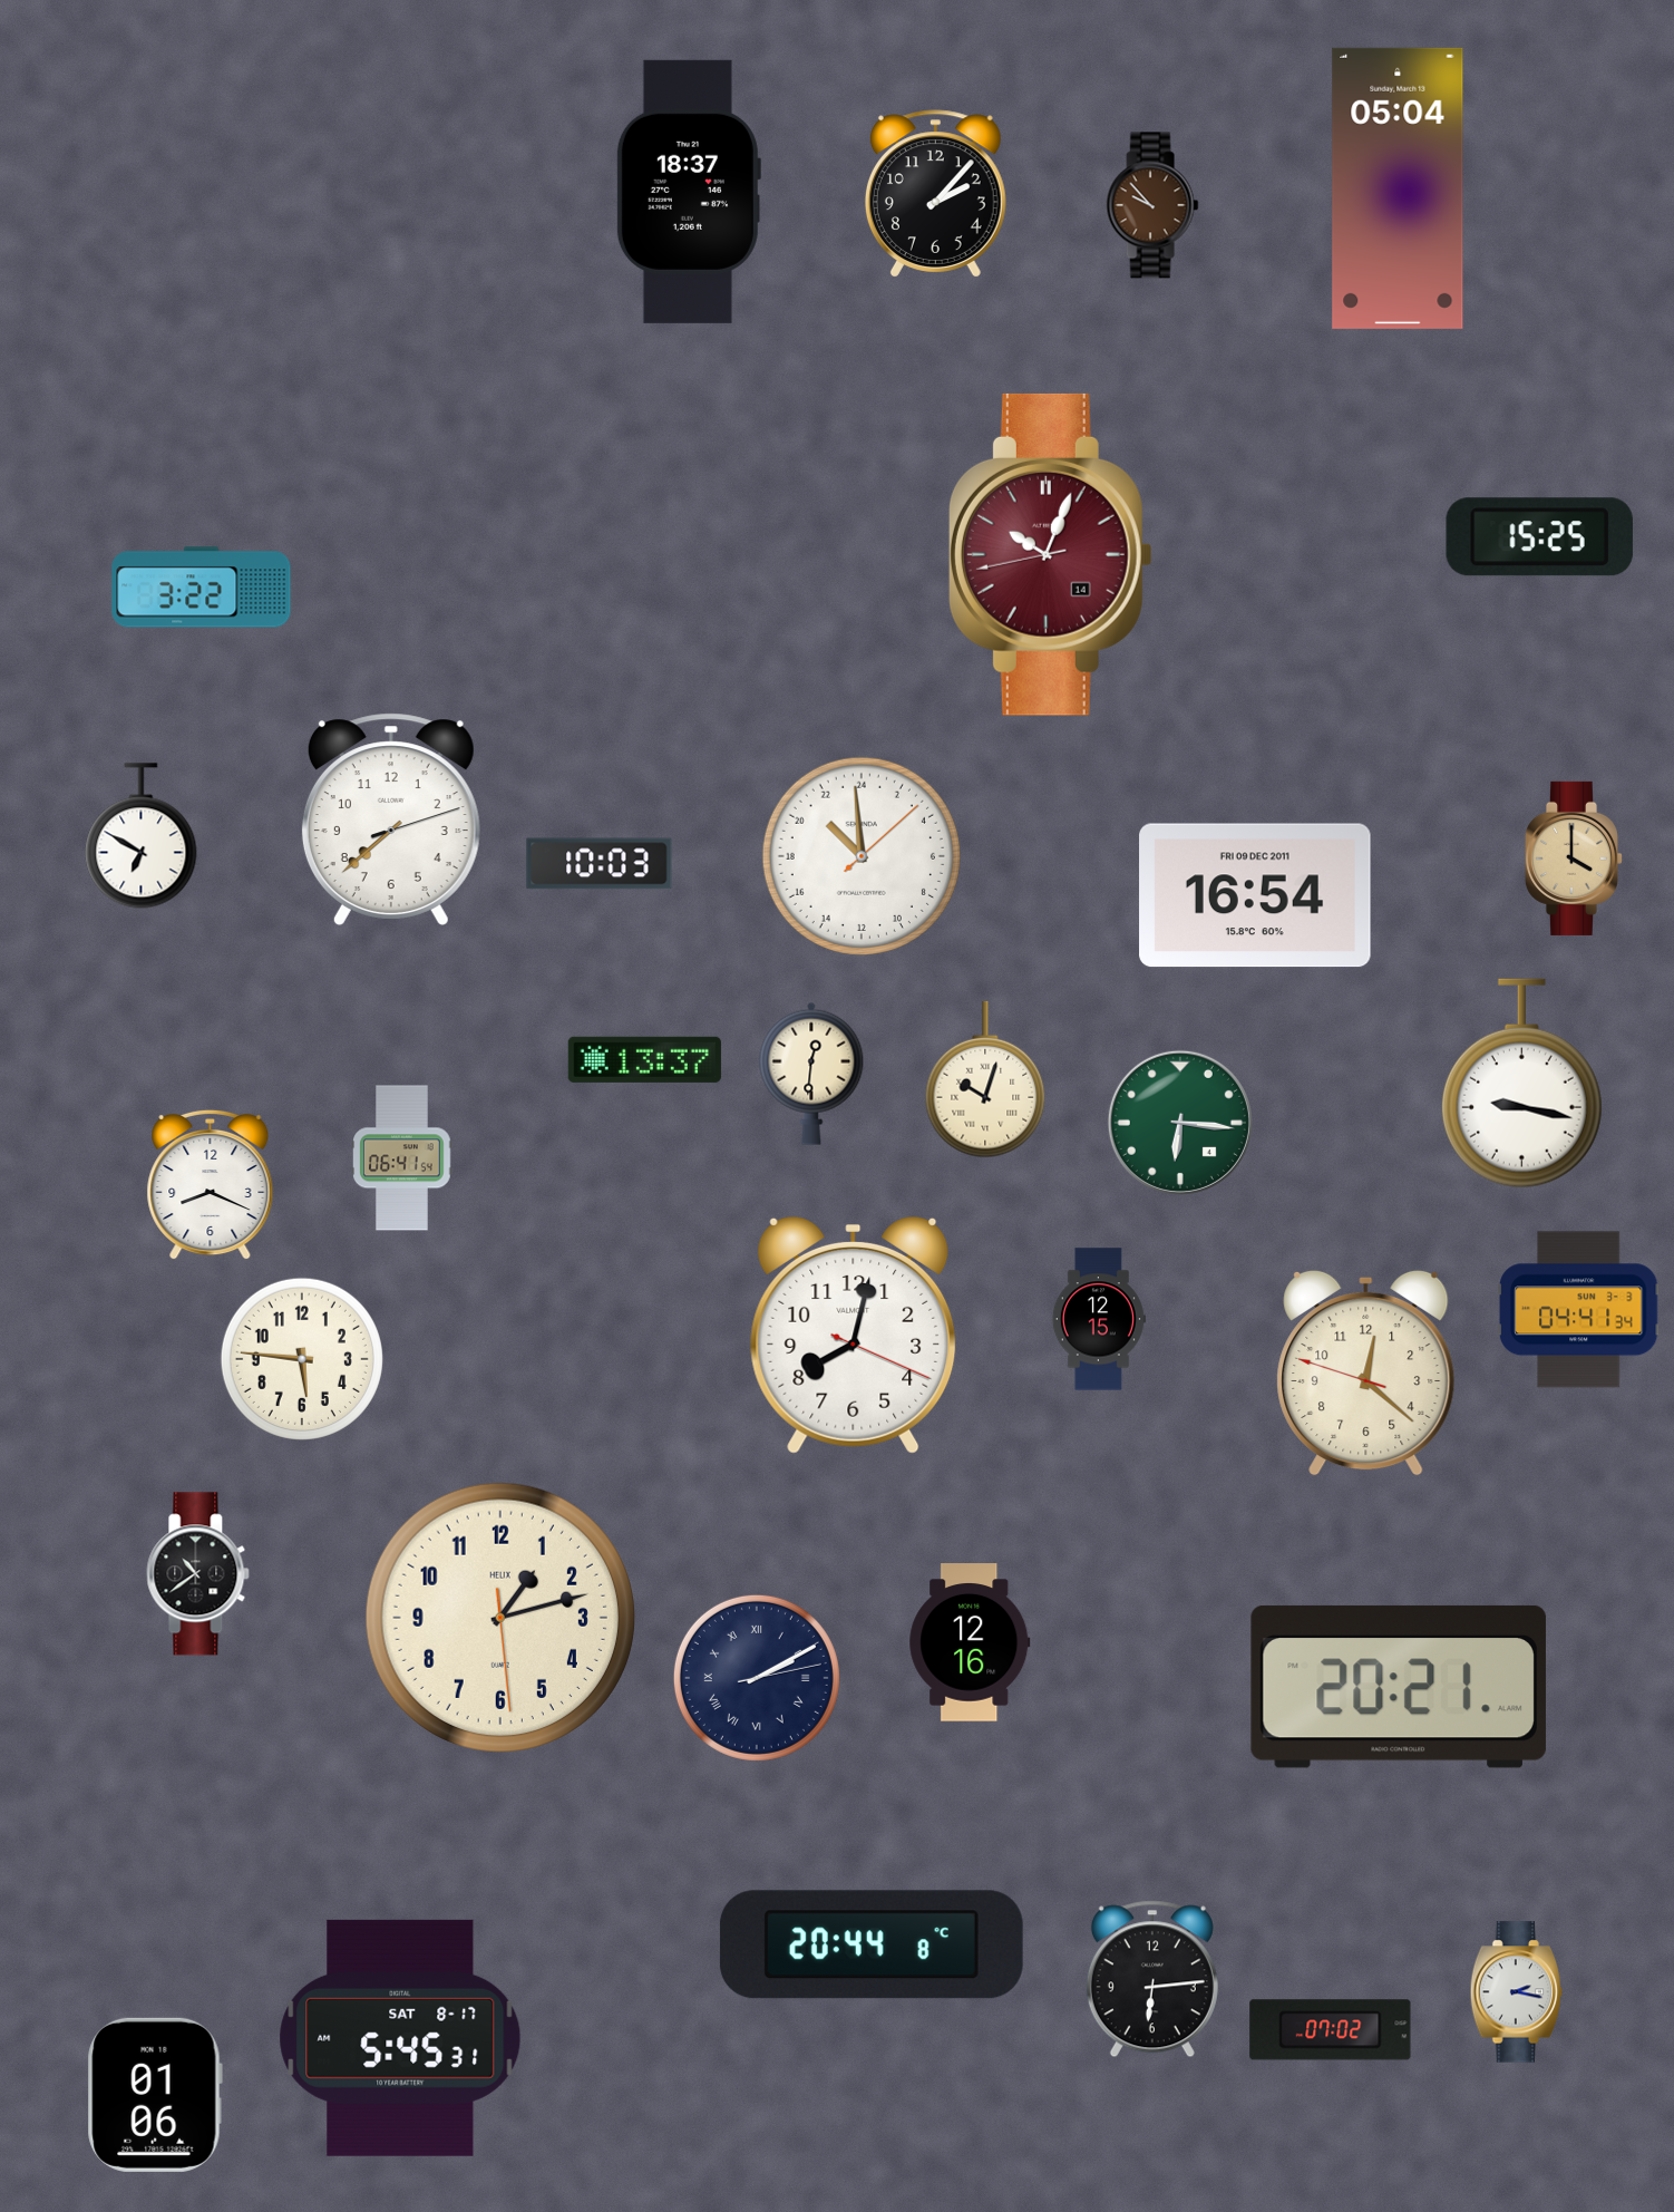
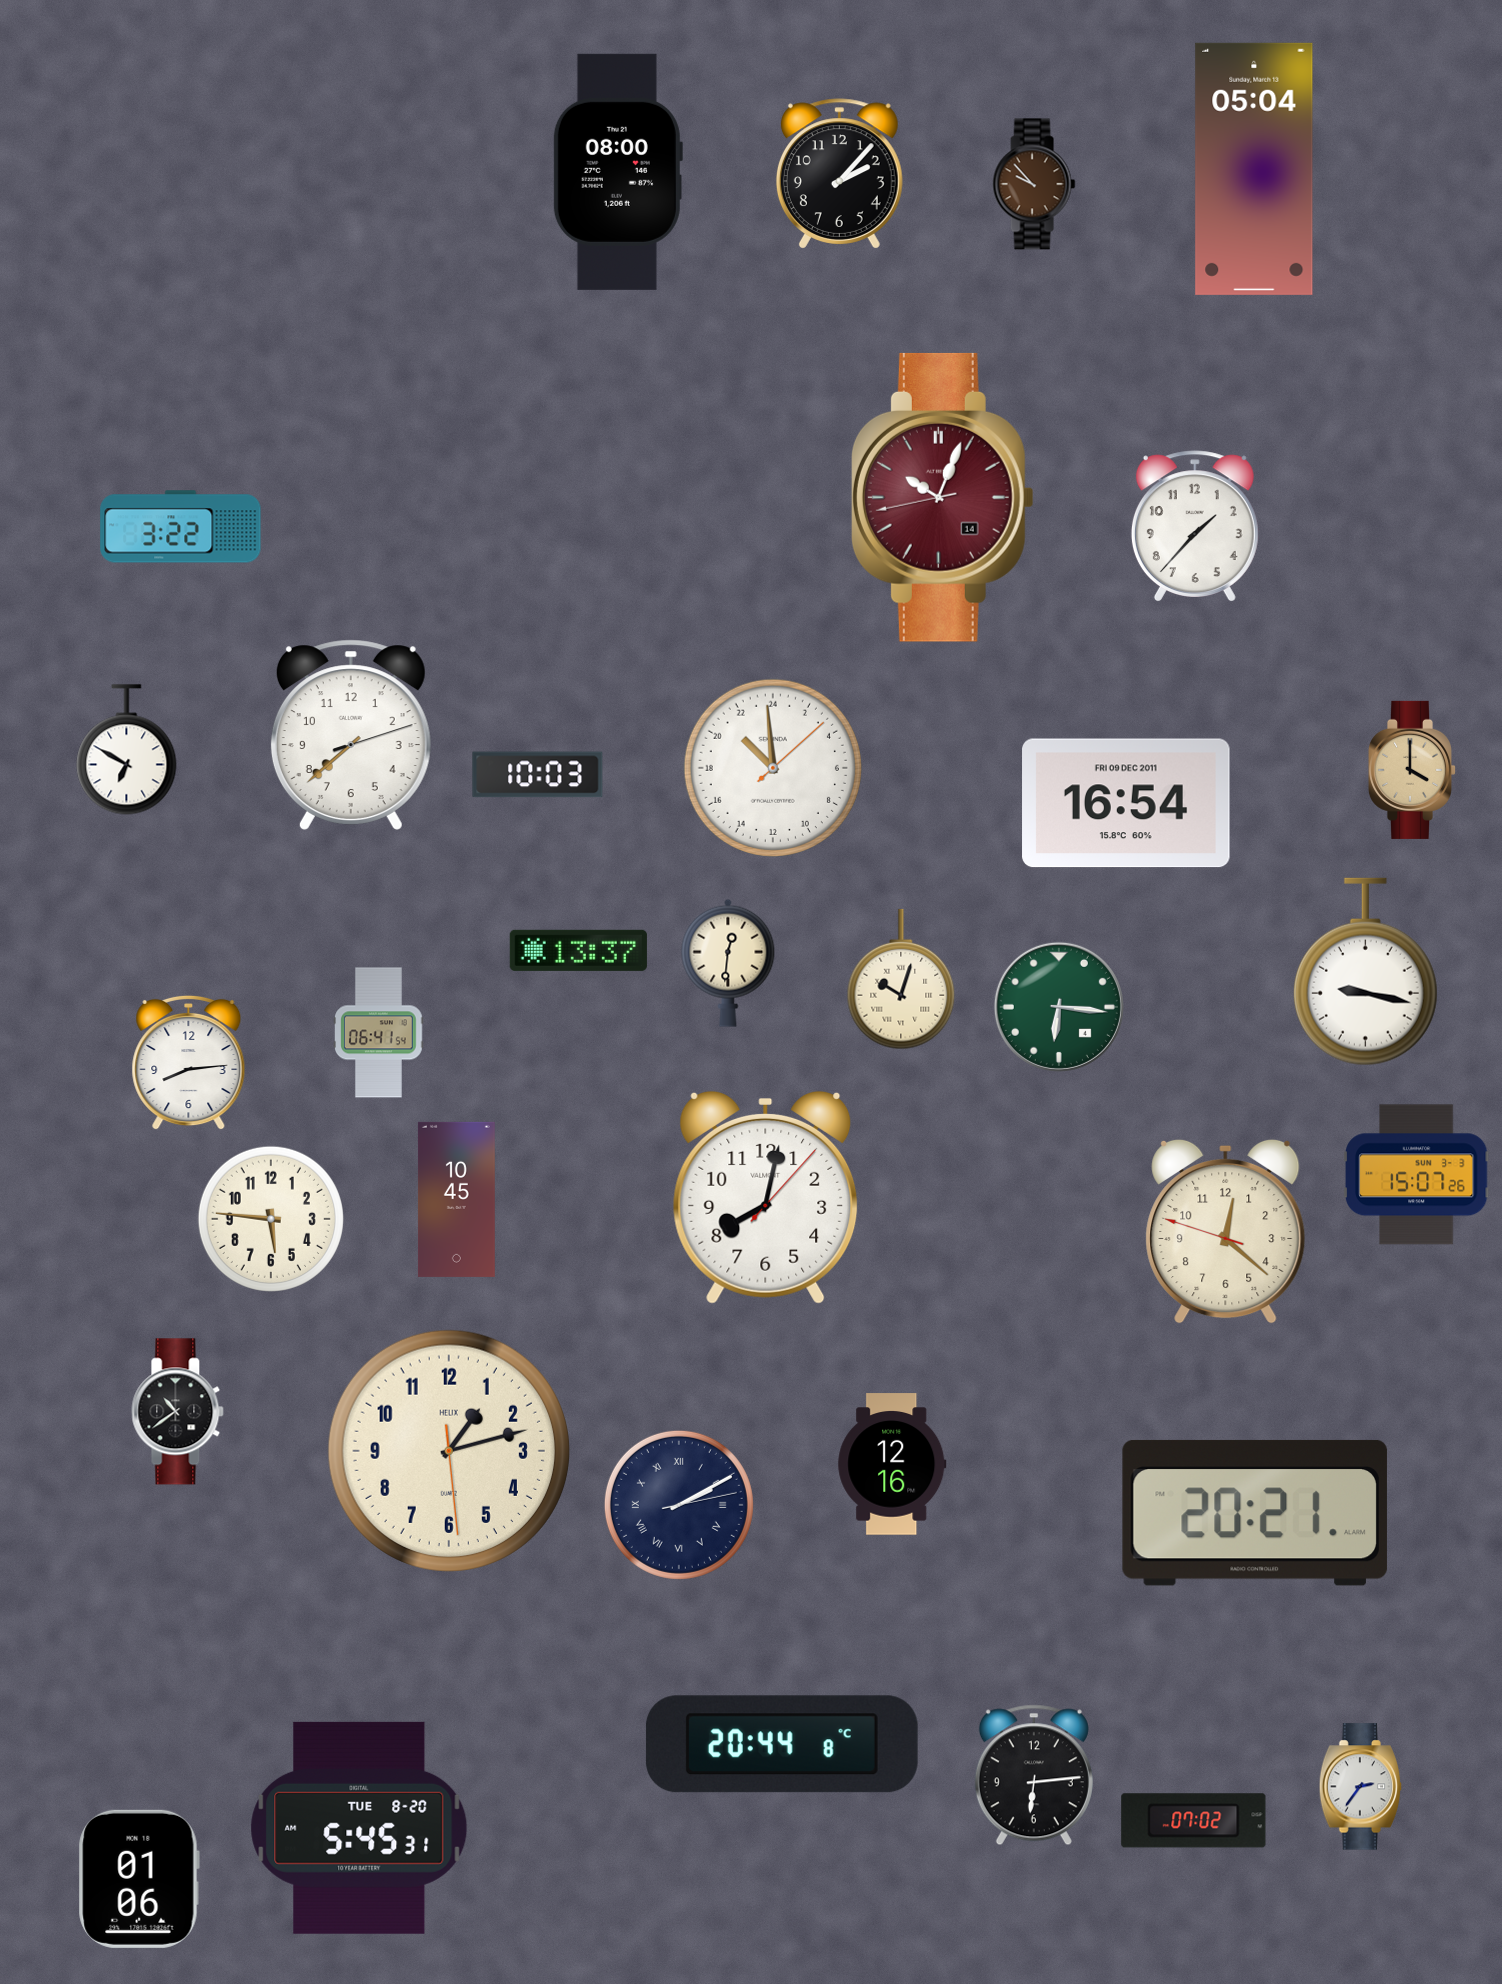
clock at (689, 192): 18:37 -> 08:00
clock at (1539, 537): 15:25 -> none
clock at (1195, 526): none -> 1:37
clock at (985, 1079) position: (985, 1079) -> (901, 979)
clock at (402, 1158) position: (402, 1158) -> (379, 1033)
clock at (211, 1185): 8:19 -> 8:14
clock at (1578, 1310): 04:41 -> 15:07
clock at (1099, 1319): 12:15 -> none
clock at (854, 1335): 8:02:19 -> 8:02:07
clock at (456, 1199): none -> 10:45
clock at (970, 1642) position: (970, 1642) -> (892, 1464)
clock at (1517, 1992): 2:17 -> 2:36
clock at (400, 2038) date: SAT 8-17 -> TUE 8-20
